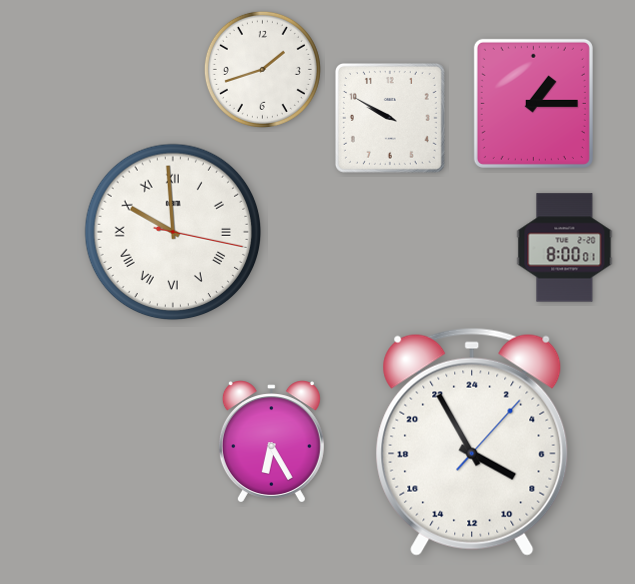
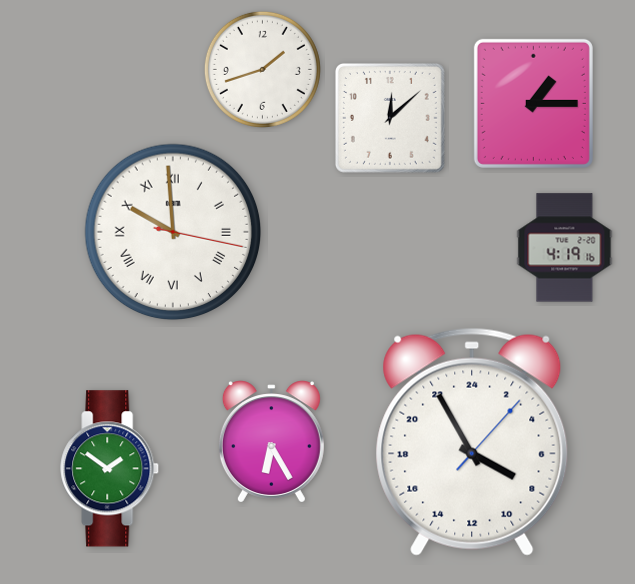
clock at (390, 118): 9:50 -> 12:08
clock at (565, 248): 8:00 -> 4:19
clock at (110, 469): none -> 1:51
